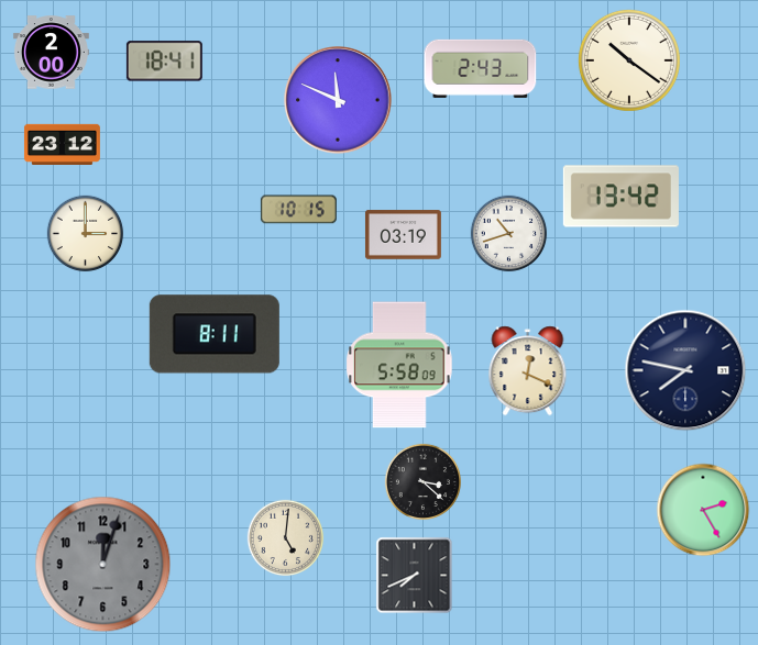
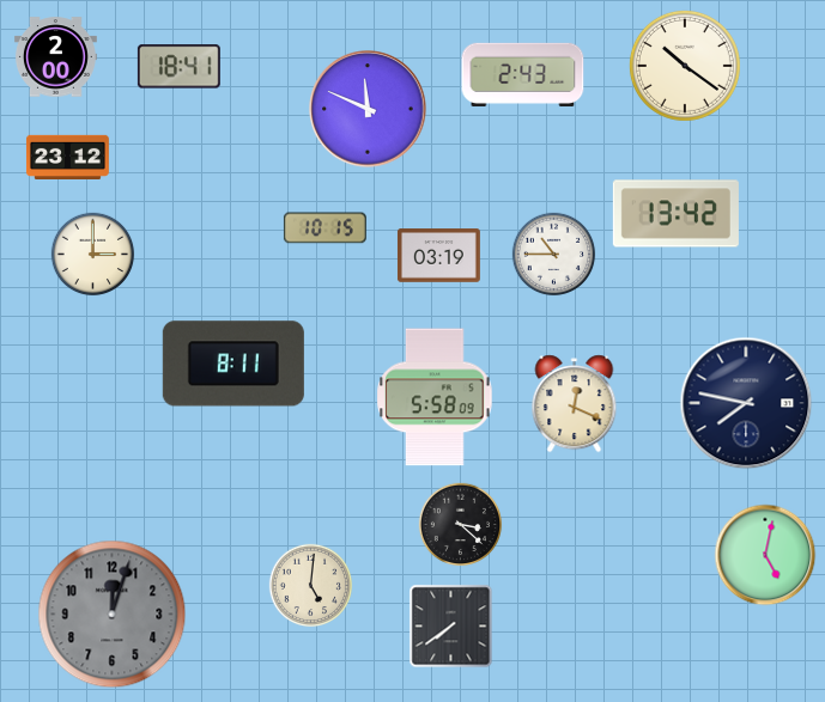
clock at (509, 234): 10:42 -> 10:45
clock at (703, 510): 2:25 -> 5:02
clock at (415, 576): 7:41 -> 7:39
